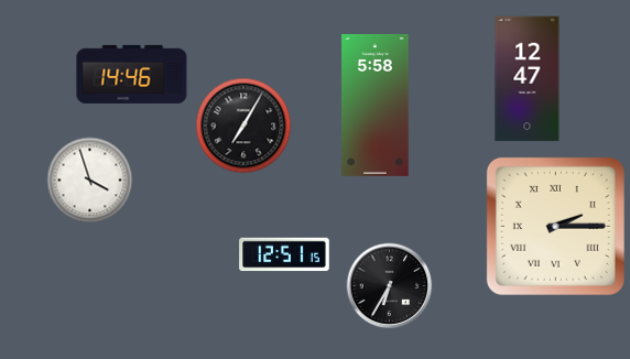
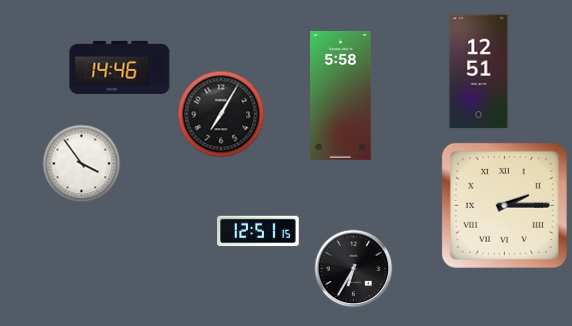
clock at (528, 79): 12:47 -> 12:51
clock at (89, 179): 3:57 -> 3:54
clock at (389, 285) position: (389, 285) -> (353, 268)
